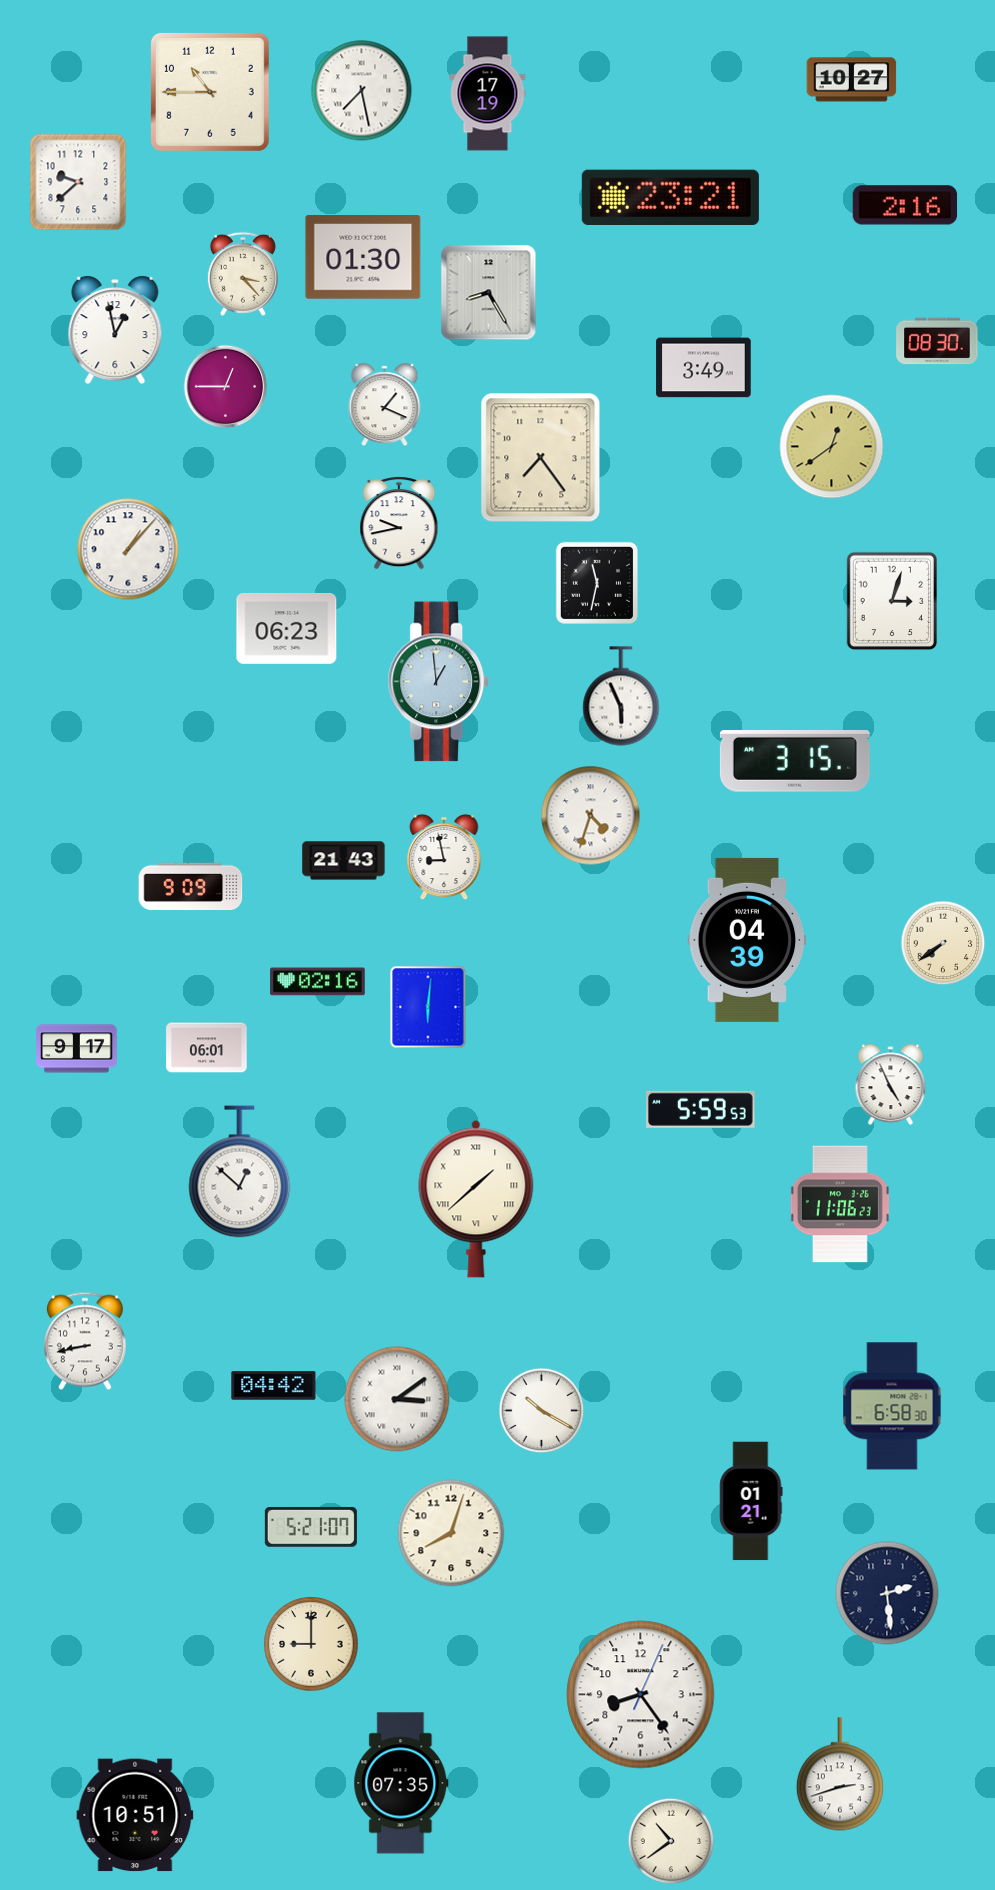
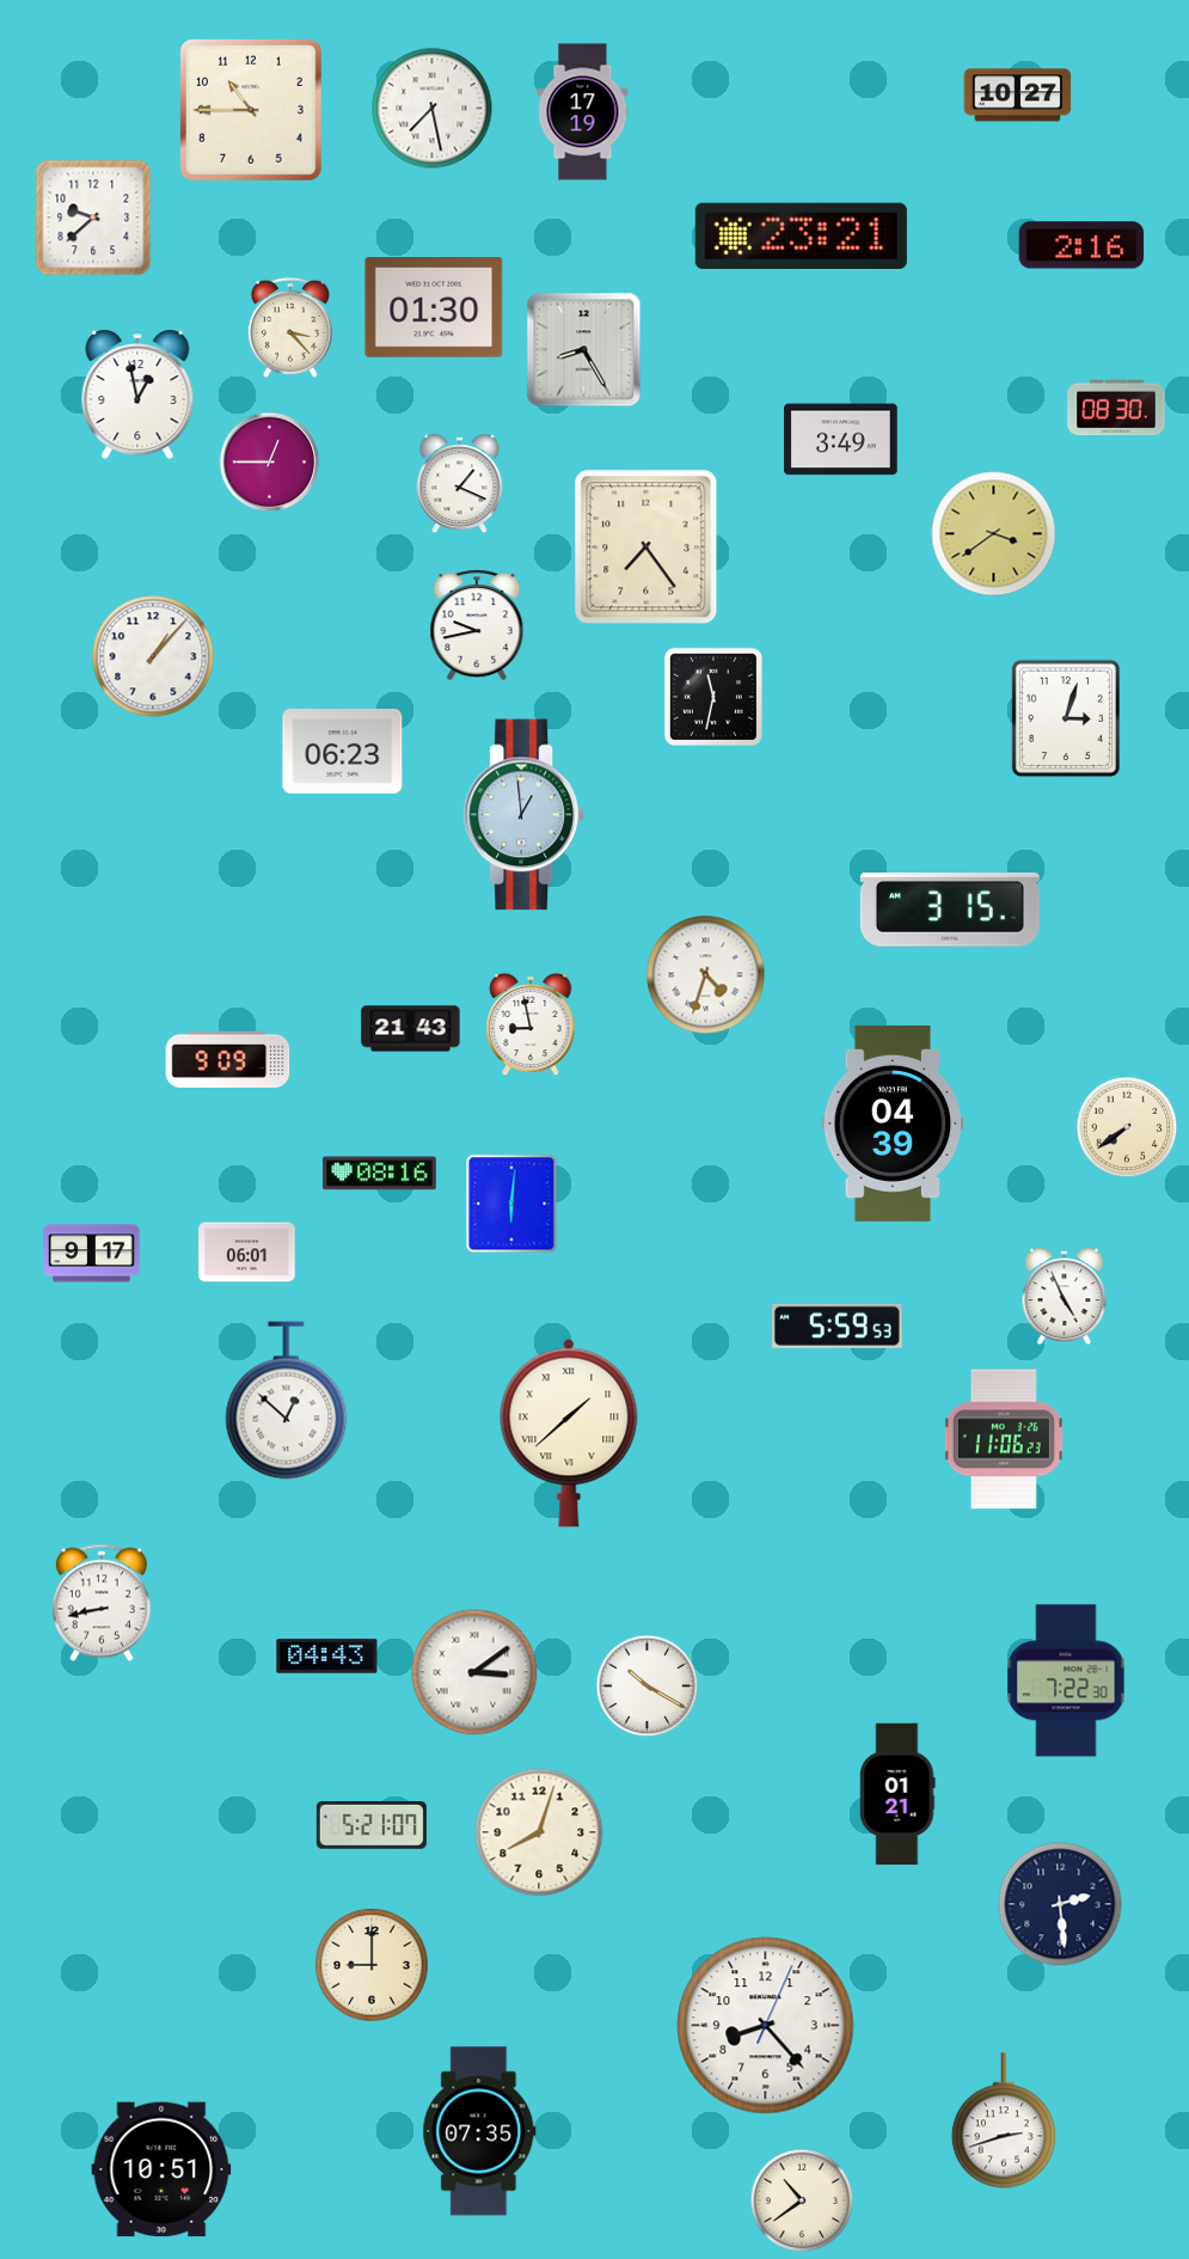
clock at (937, 341) position: (937, 341) -> (1116, 408)
clock at (832, 447): 12:39 -> 3:39
clock at (621, 696): 5:56 -> none
clock at (318, 982): 02:16 -> 08:16
clock at (274, 1386): 04:42 -> 04:43
clock at (892, 1406): 6:58 -> 7:22
clock at (641, 1695): 8:24 -> 8:23
